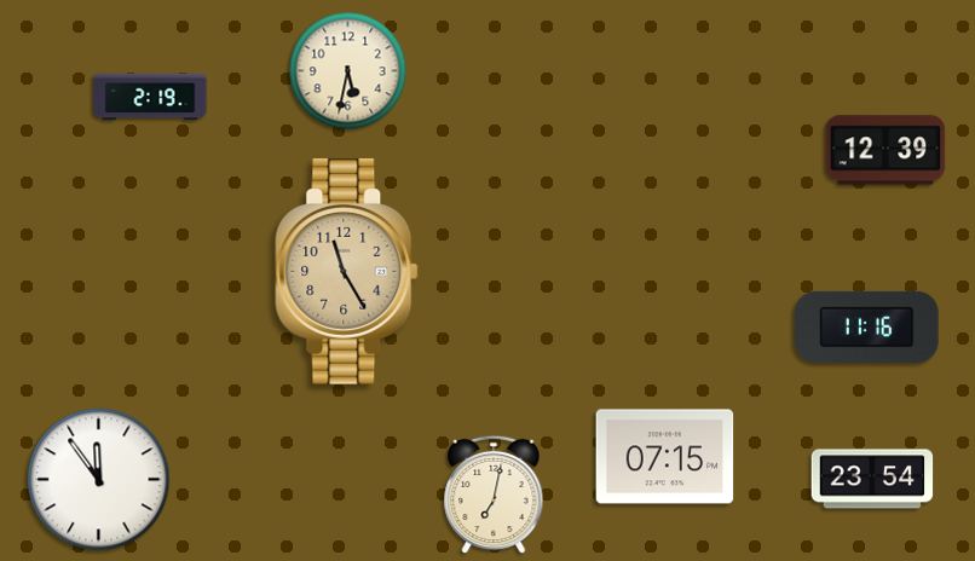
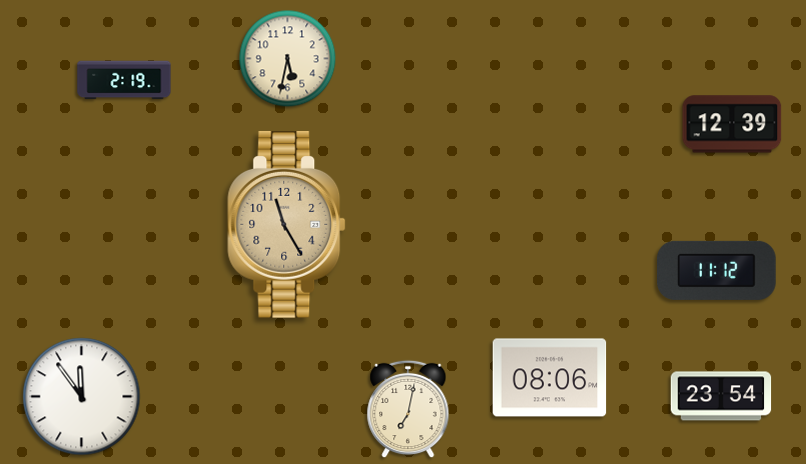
clock at (867, 326): 11:16 -> 11:12
clock at (665, 457): 07:15 -> 08:06
